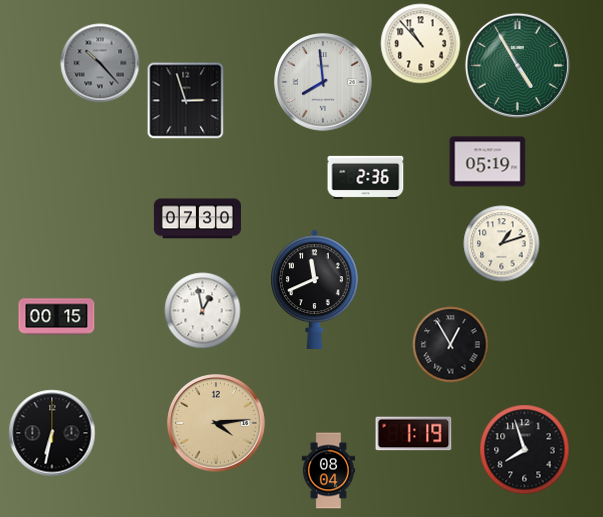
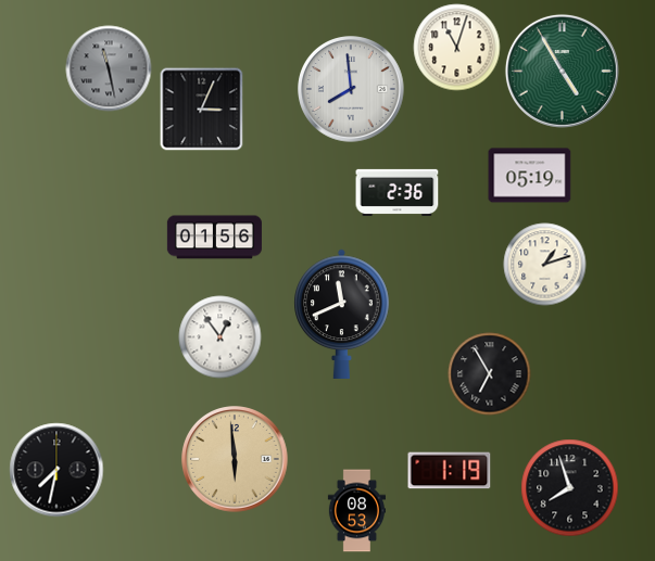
clock at (421, 44): 10:53 -> 11:03
clock at (100, 63): 10:23 -> 11:28
clock at (186, 101): 2:57 -> 3:04
clock at (197, 219): 07:30 -> 01:56
clock at (203, 311): 12:58 -> 12:54
clock at (57, 317): 00:15 -> none
clock at (451, 345): 12:55 -> 6:55
clock at (216, 423): 4:14 -> 5:59
clock at (52, 433): 6:32 -> 7:32
clock at (328, 471): 08:04 -> 08:53
